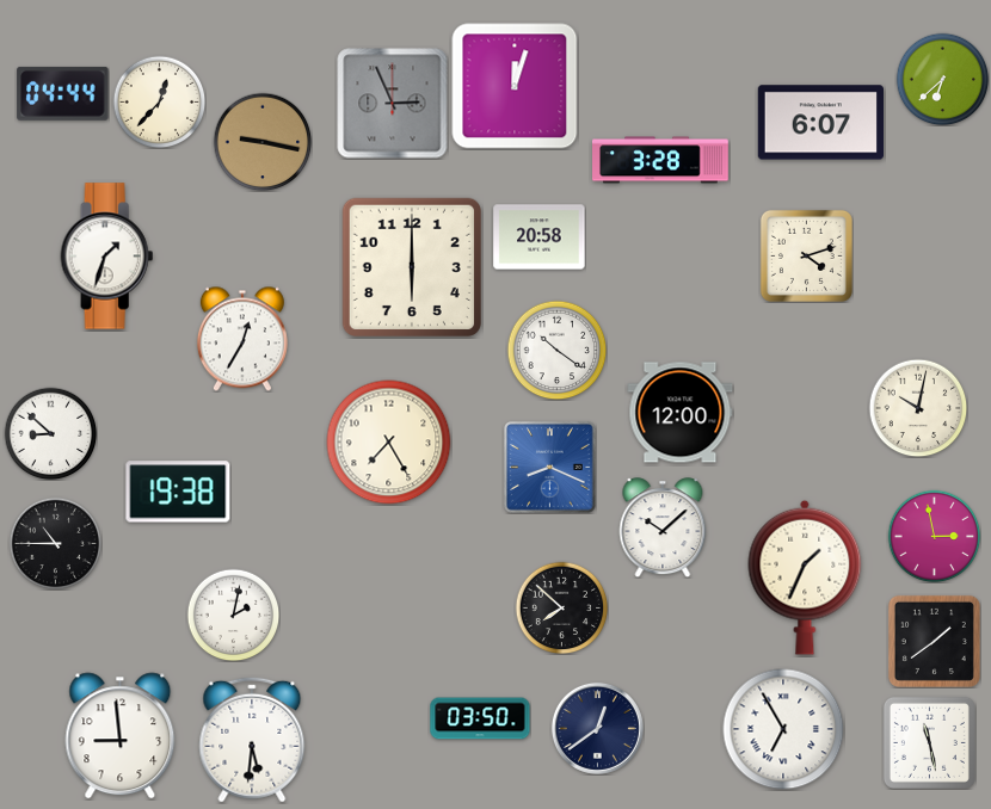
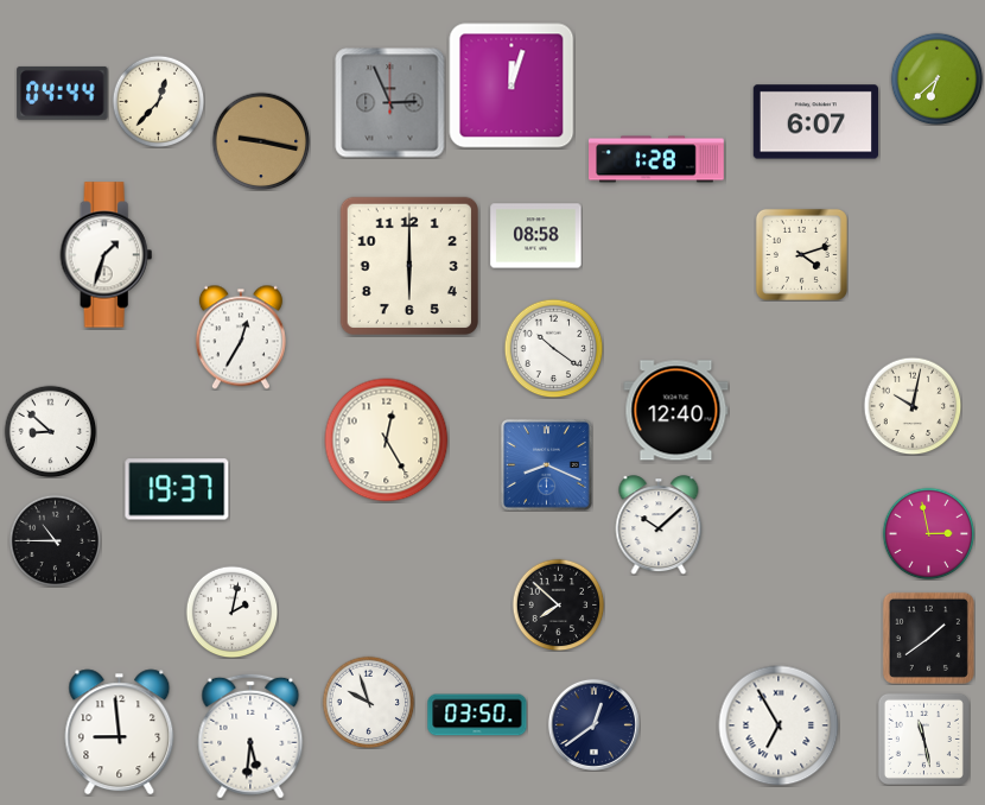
clock at (661, 160): 3:28 -> 1:28
clock at (540, 237): 20:58 -> 08:58
clock at (681, 413): 12:00 -> 12:40
clock at (389, 443): 7:25 -> 12:25
clock at (178, 492): 19:38 -> 19:37
clock at (805, 578): 1:34 -> none
clock at (368, 702): none -> 9:57
